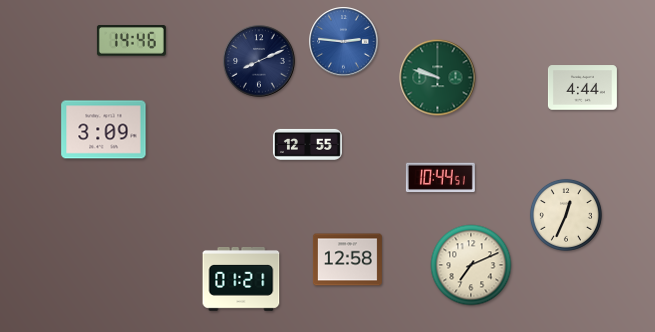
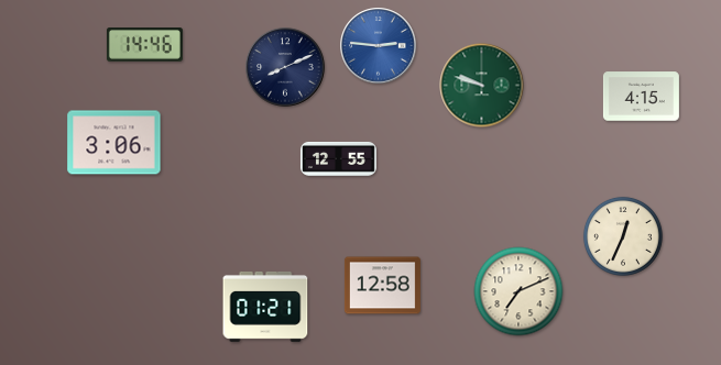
clock at (582, 88): 4:44 -> 4:15
clock at (104, 130): 3:09 -> 3:06
clock at (440, 178): 10:44 -> none
